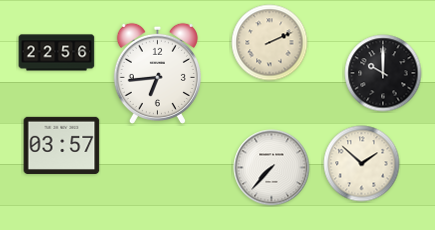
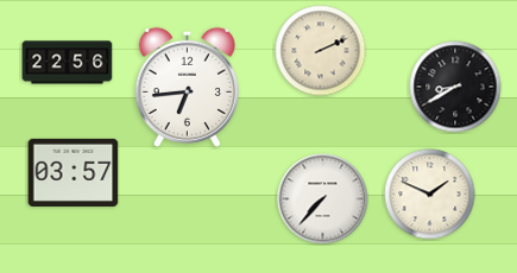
clock at (383, 73): 10:00 -> 8:40
clock at (362, 164): 1:52 -> 1:49
